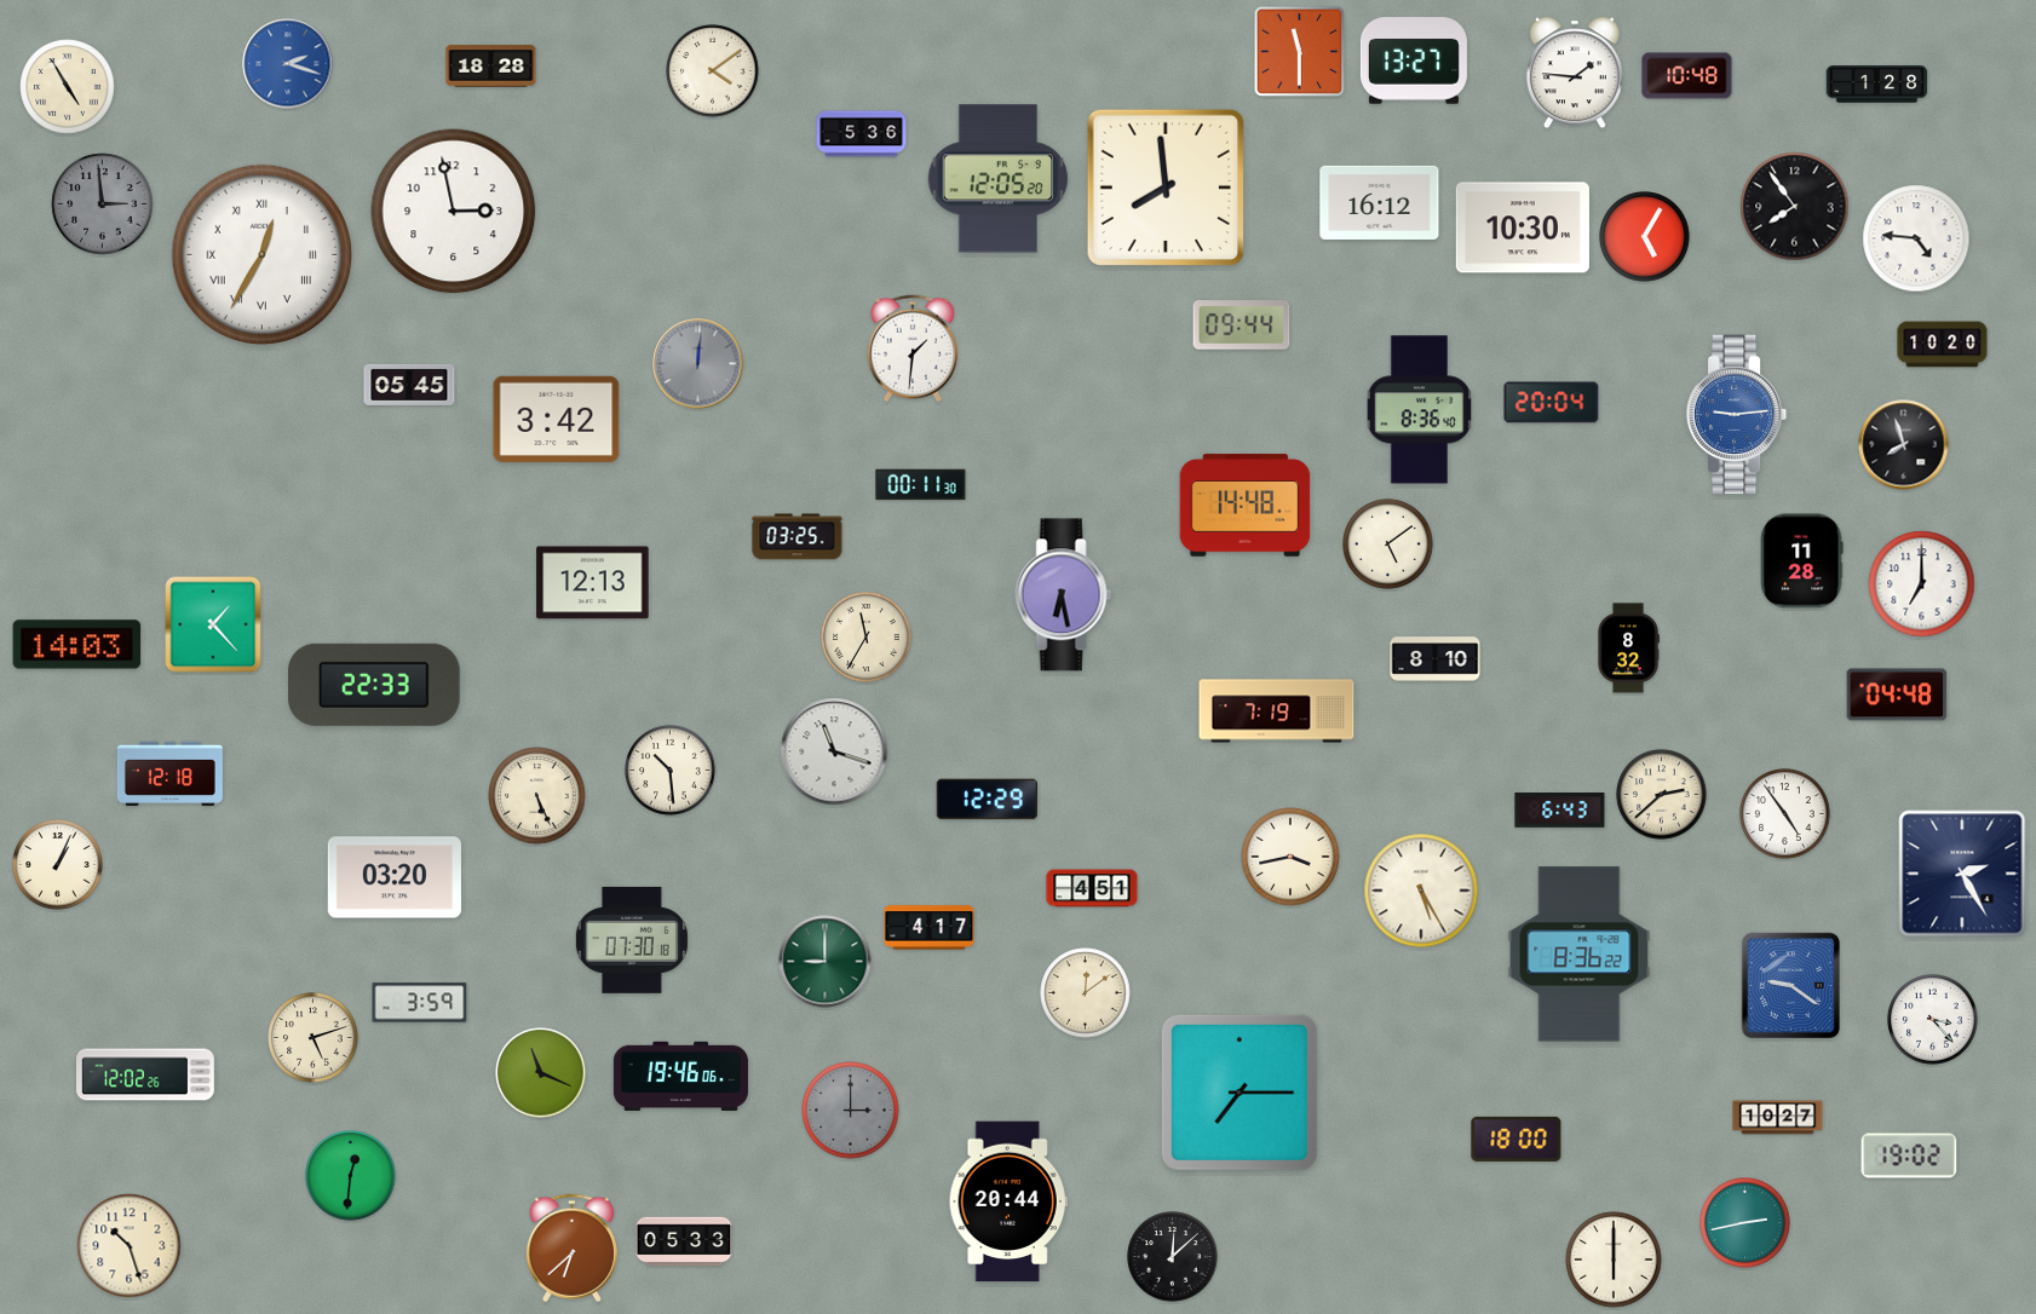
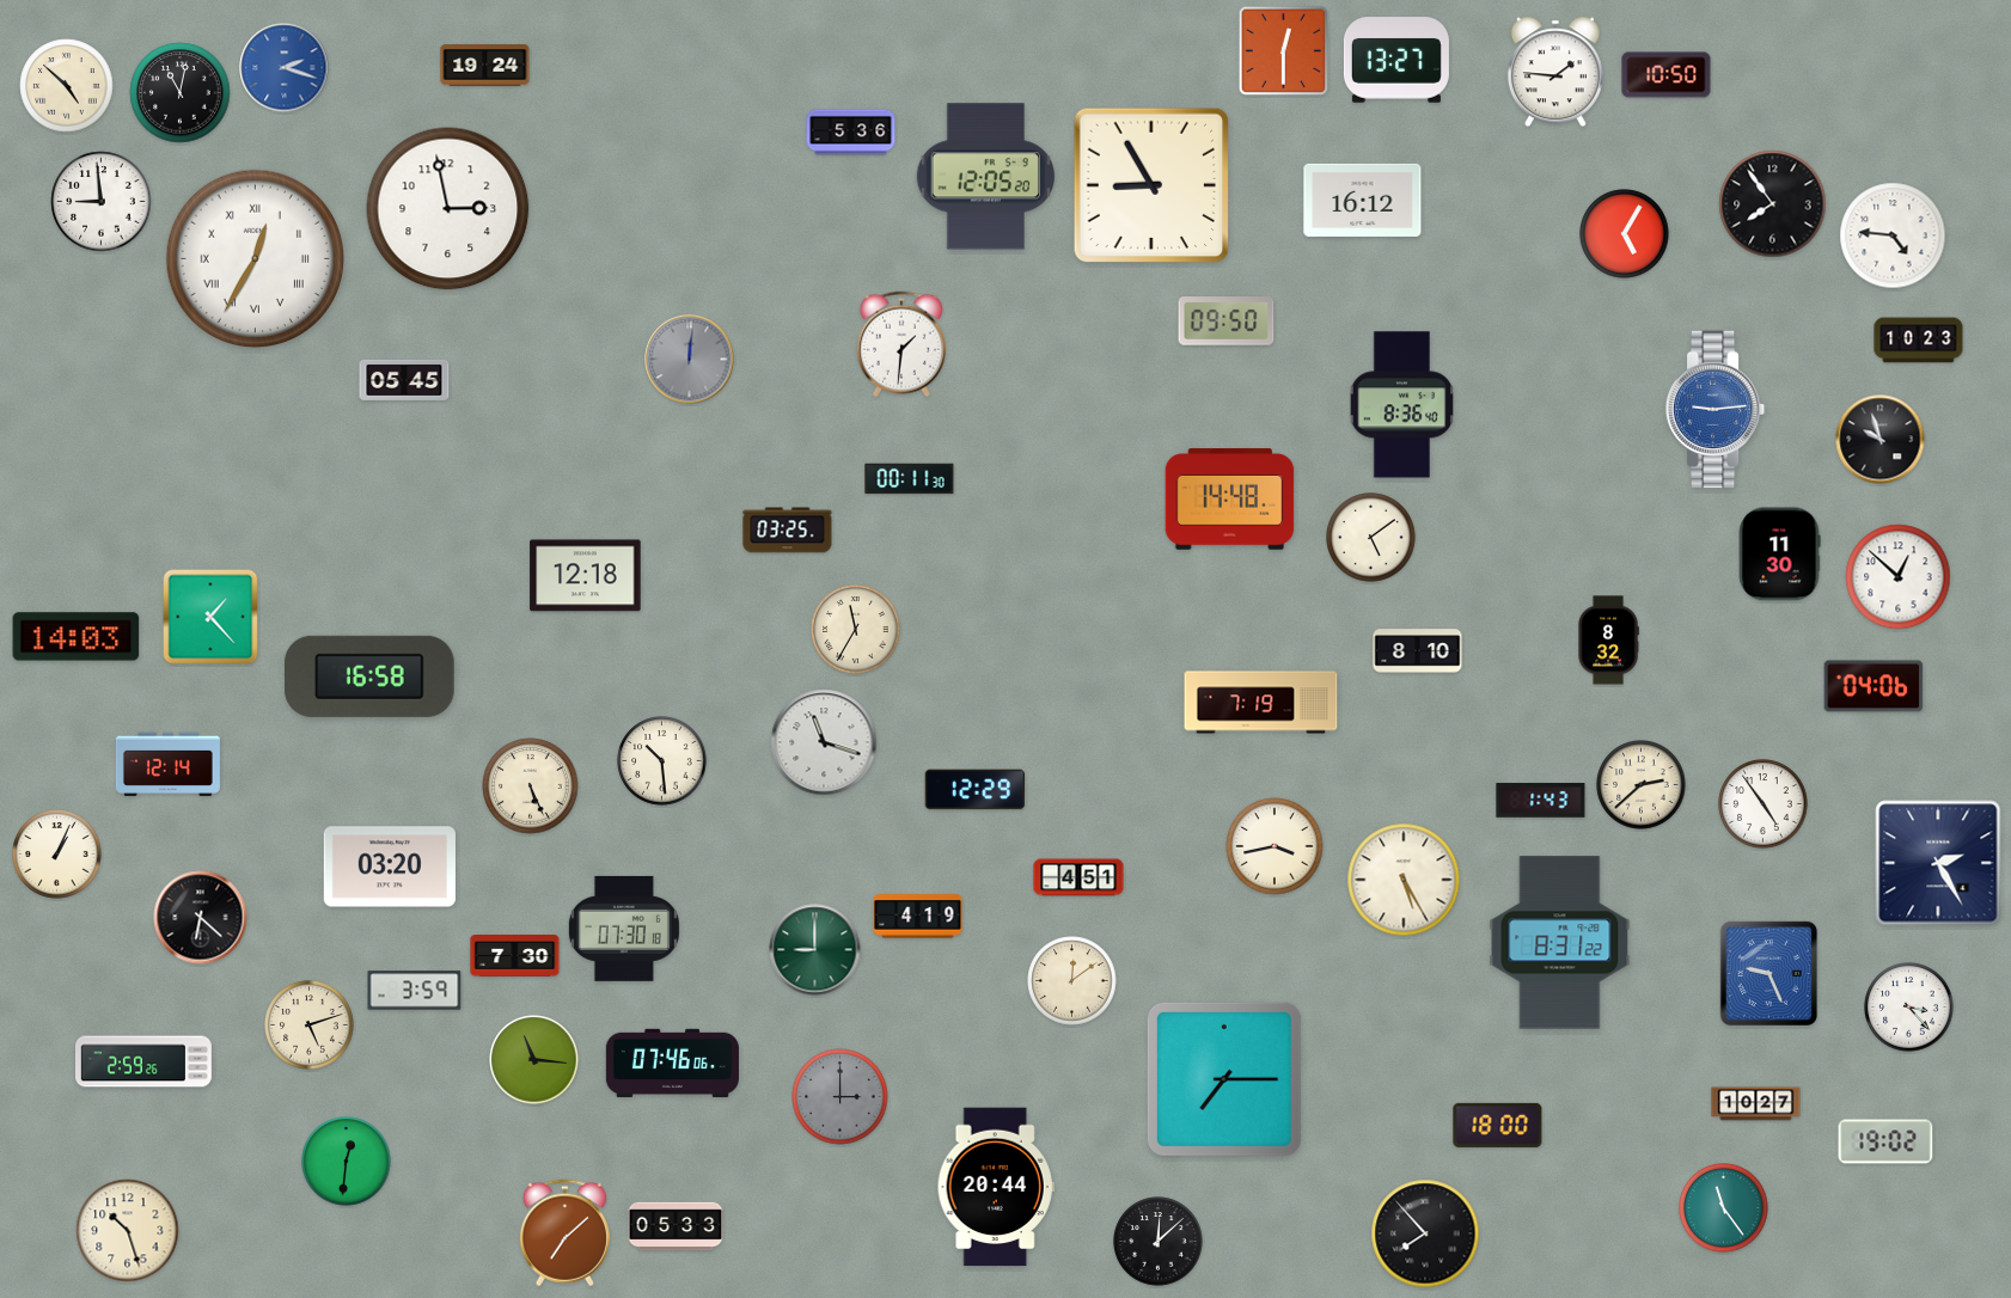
clock at (1300, 52): 11:30 -> 12:30
clock at (288, 64) position: (288, 64) -> (285, 68)
clock at (491, 67): 18:28 -> 19:24
clock at (713, 71): 4:09 -> none
clock at (1687, 76): 10:48 -> 10:50
clock at (1877, 85): 1:28 -> none
clock at (68, 87): 4:55 -> 4:52
clock at (181, 93): none -> 11:02
clock at (1164, 186): 7:59 -> 8:55
clock at (103, 204): 2:59 -> 8:59
clock at (103, 204) dial: grey -> white
clock at (1523, 227): 10:30 -> none
clock at (261, 254) position: (261, 254) -> (255, 258)
clock at (1242, 325): 09:44 -> 09:50
clock at (1943, 345): 10:20 -> 10:23
clock at (1552, 403): 20:04 -> none
clock at (557, 419): 3:42 -> none
clock at (1904, 445): 7:57 -> 9:57
clock at (1801, 561): 11:28 -> 11:30
clock at (593, 583): 12:13 -> 12:18
clock at (1922, 584): 7:00 -> 12:52
clock at (1064, 595): 6:28 -> none
clock at (374, 685): 22:33 -> 16:58
clock at (1897, 695): 04:48 -> 04:06
clock at (169, 773): 12:18 -> 12:14
clock at (1560, 811): 6:43 -> 1:43
clock at (930, 928): 4:17 -> 4:19
clock at (201, 918): none -> 6:22
clock at (1580, 955): 8:36 -> 8:31
clock at (515, 956): none -> 7:30
clock at (1790, 985): 9:21 -> 9:26
clock at (541, 1073): 11:19 -> 11:16
clock at (146, 1074): 12:02 -> 2:59
clock at (680, 1076): 19:46 -> 07:46
clock at (1745, 1223): 2:43 -> 11:24
clock at (571, 1249): 6:38 -> 7:08
clock at (1425, 1233): none -> 7:53
clock at (1614, 1260): 6:00 -> none
